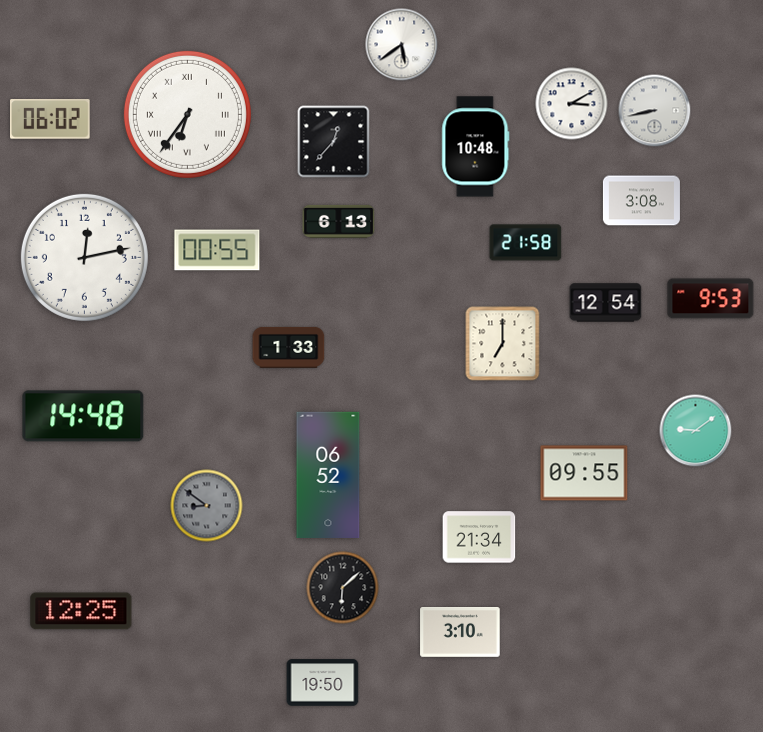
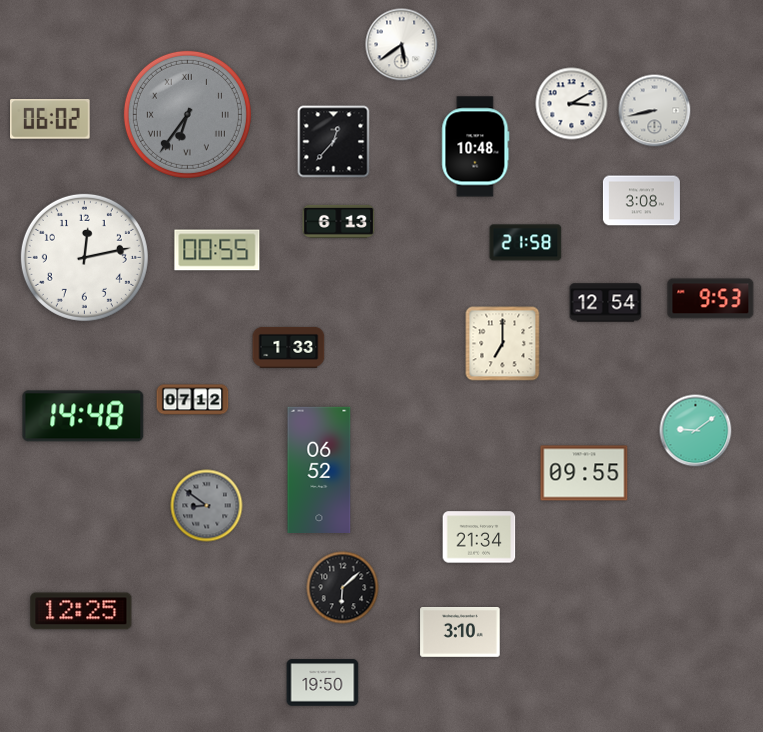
clock at (187, 114) dial: white -> grey
clock at (193, 400): none -> 07:12
clock at (328, 474) position: (328, 474) -> (319, 469)
